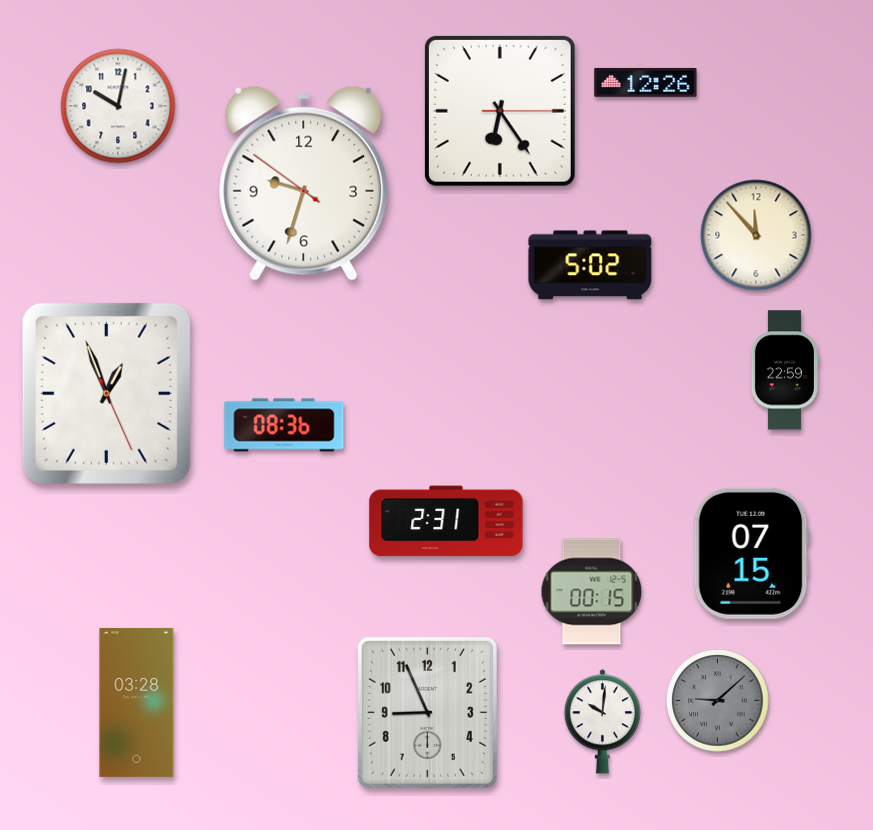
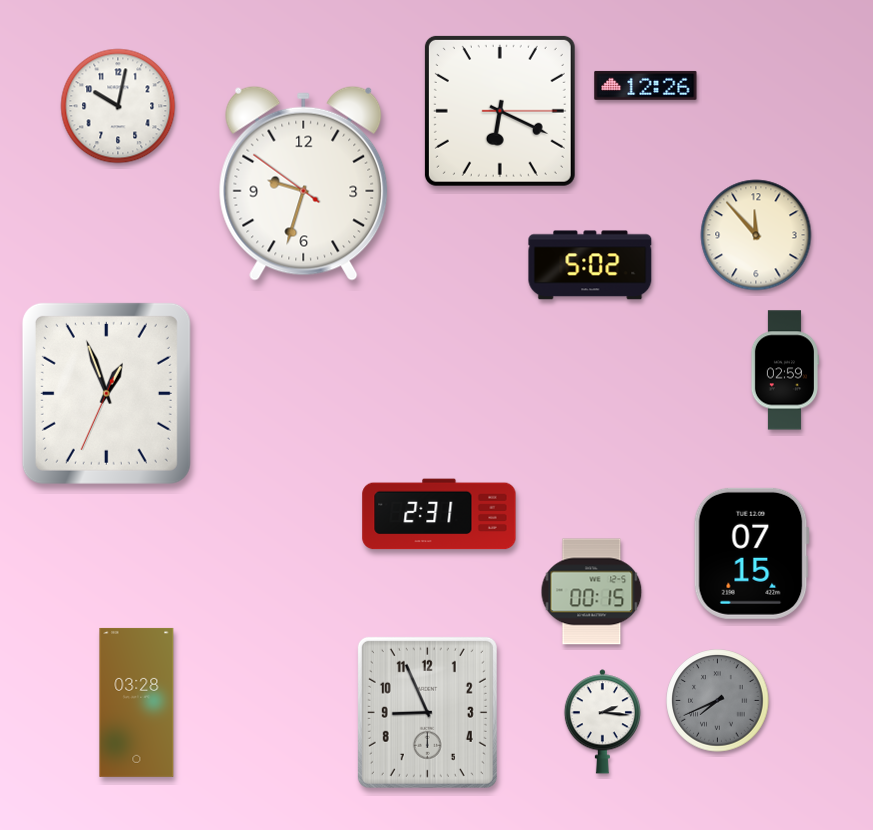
clock at (646, 82) position: (646, 82) -> (646, 85)
clock at (500, 111): 6:24 -> 6:19
clock at (784, 370): 22:59 -> 02:59
clock at (106, 393): 12:56:26 -> 12:56:34
clock at (284, 425): 08:36 -> none
clock at (446, 521) position: (446, 521) -> (439, 514)
clock at (718, 701): 9:08 -> 7:41
clock at (602, 722): 10:01 -> 2:16
